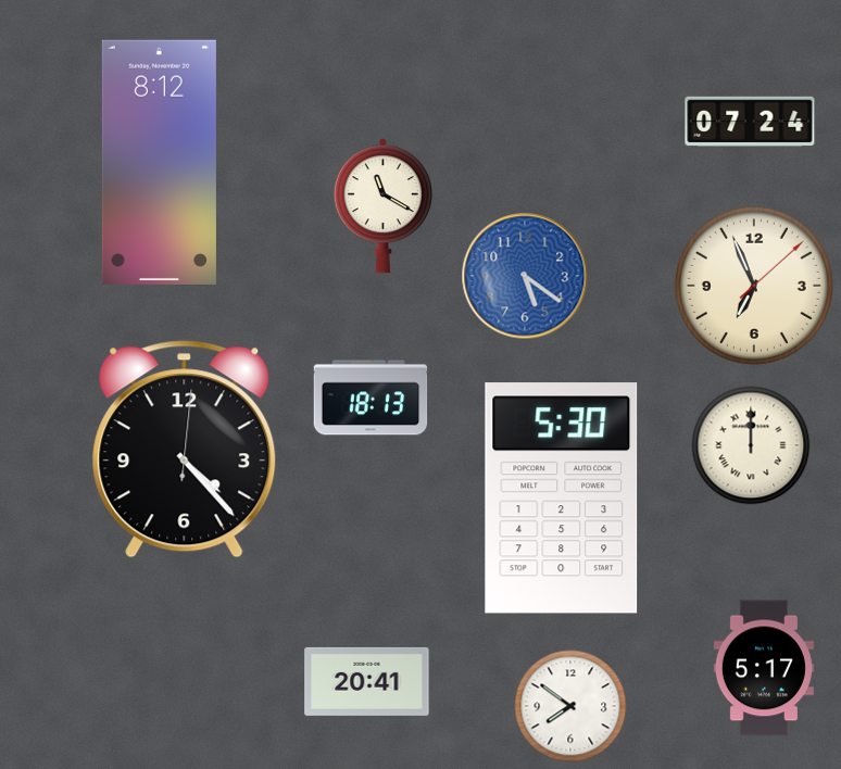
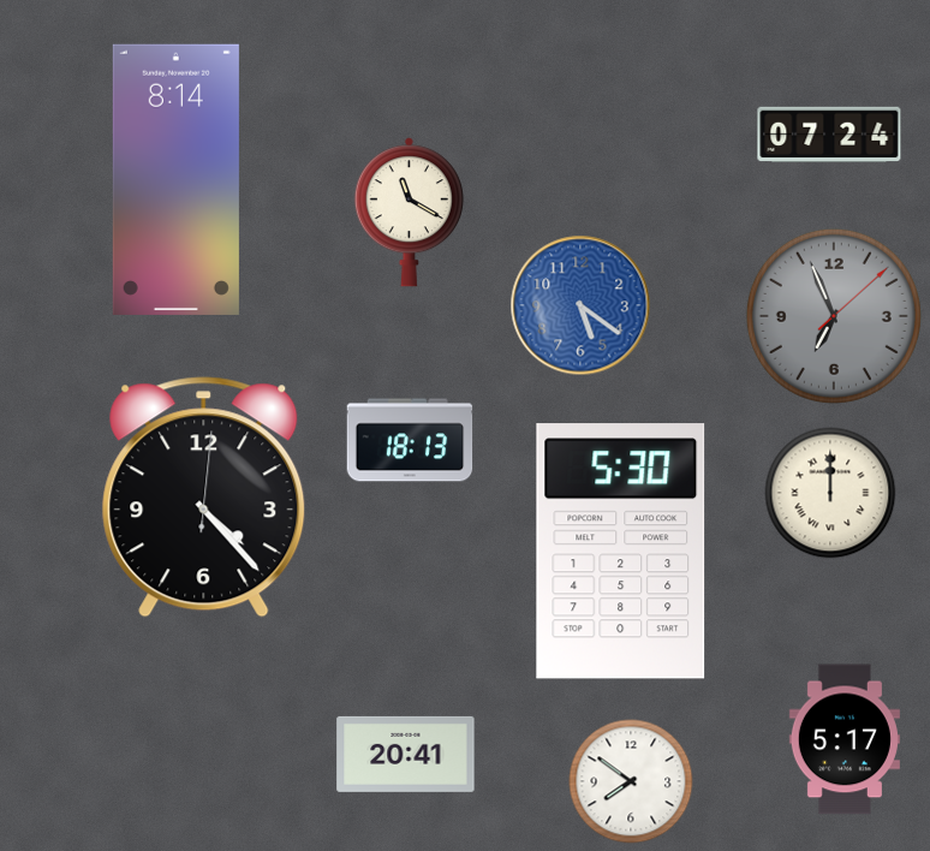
clock at (159, 162): 8:12 -> 8:14
clock at (382, 206) position: (382, 206) -> (409, 213)
clock at (754, 286) dial: cream -> grey
